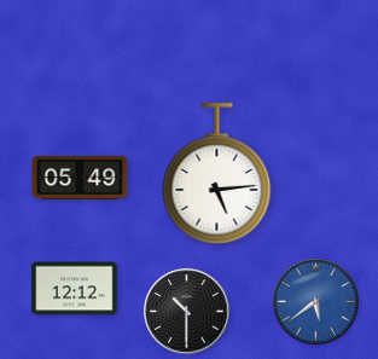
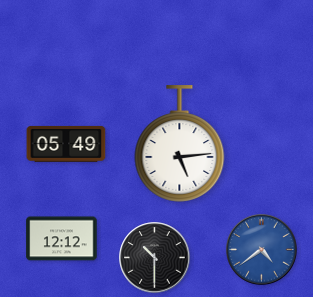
clock at (80, 178) position: (80, 178) -> (66, 144)
clock at (316, 302): 5:39 -> 4:39
